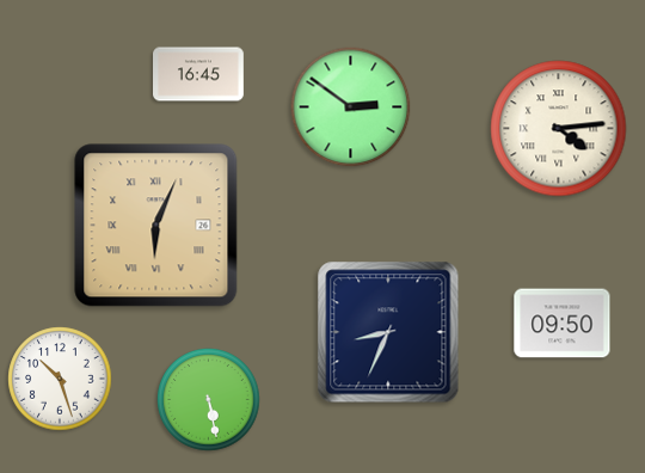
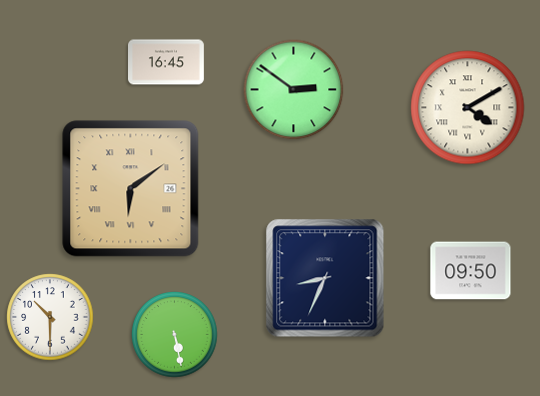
clock at (559, 129): 4:14 -> 4:10
clock at (156, 226): 6:04 -> 6:09
clock at (60, 379): 10:27 -> 10:30
